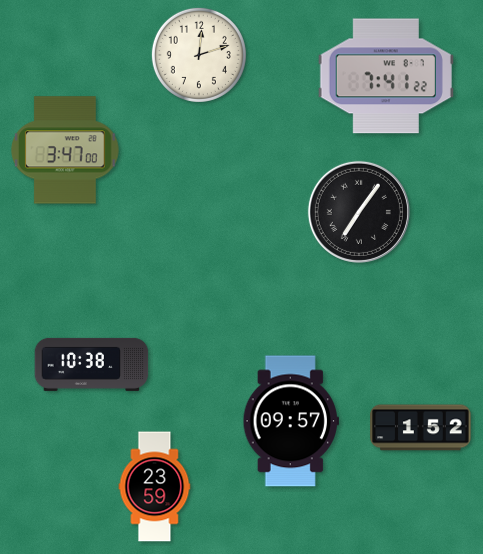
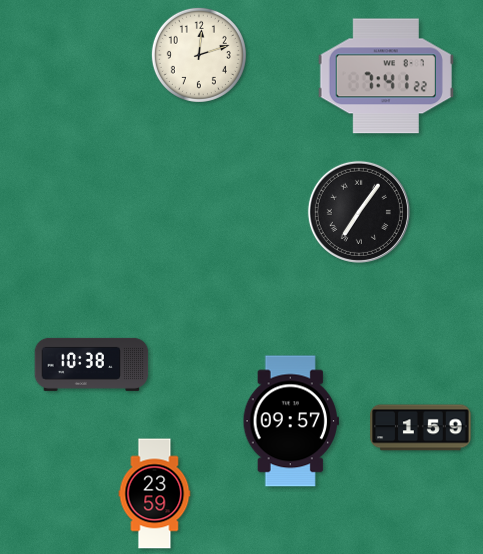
clock at (65, 150): 3:47 -> none
clock at (421, 428): 1:52 -> 1:59
clock at (155, 487) position: (155, 487) -> (155, 494)
